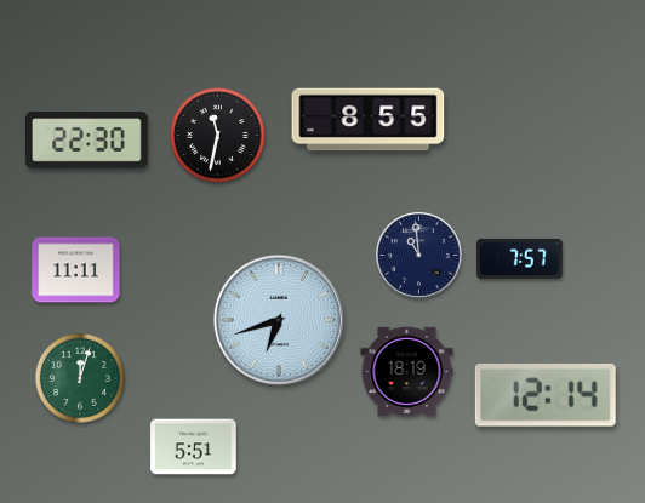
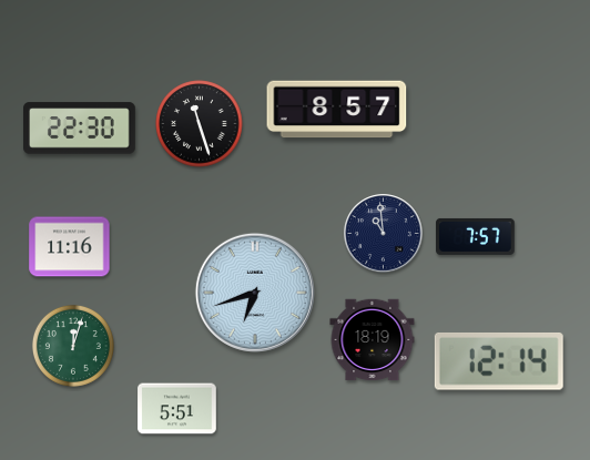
clock at (369, 120): 8:55 -> 8:57
clock at (218, 136): 11:32 -> 11:27
clock at (76, 270): 11:11 -> 11:16
